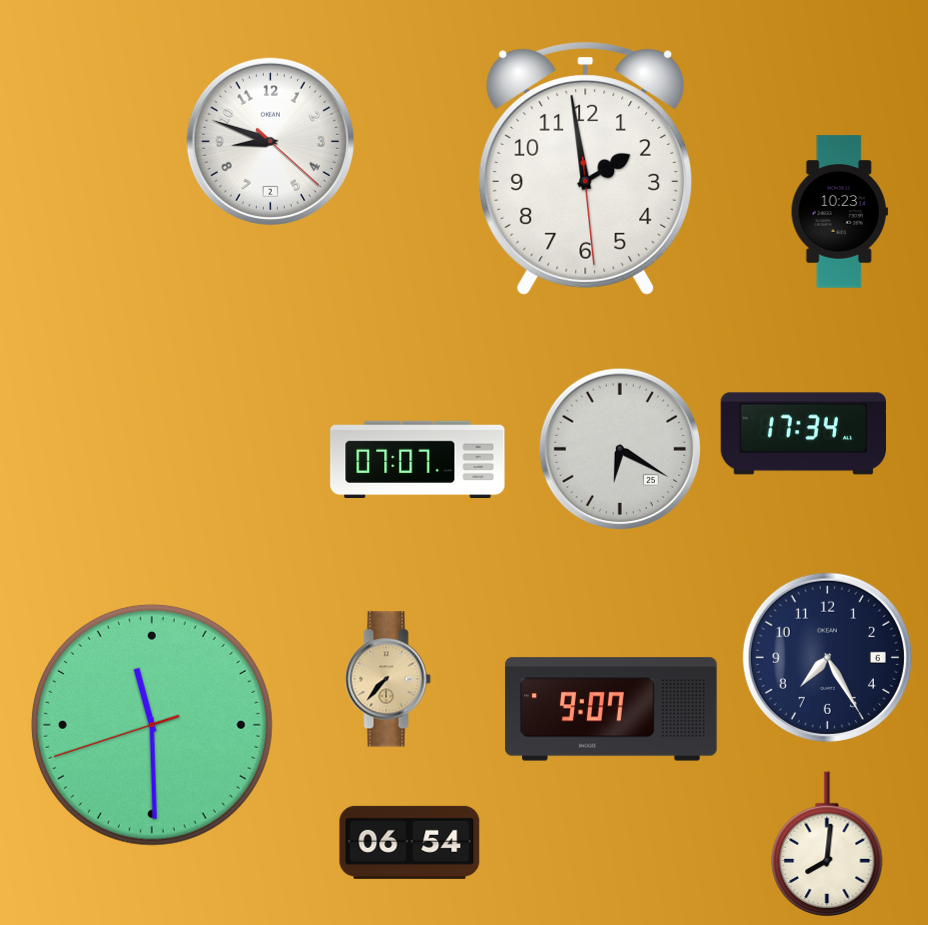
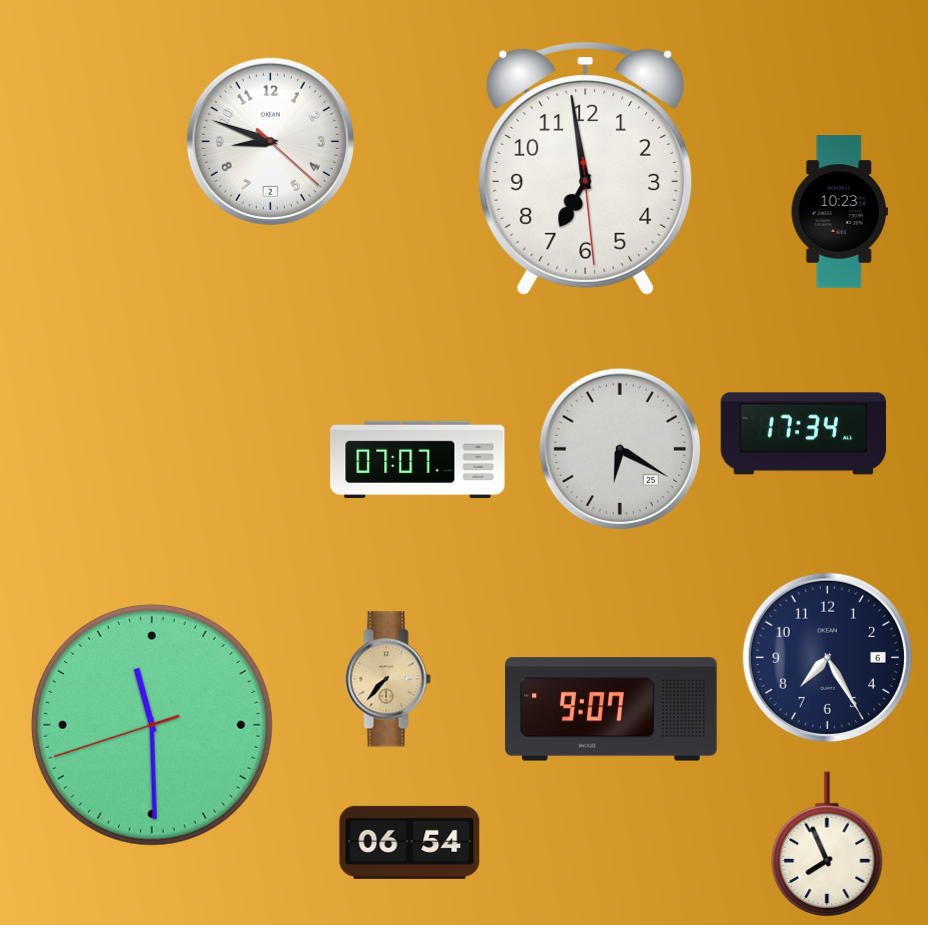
clock at (586, 168): 1:58 -> 6:58
clock at (827, 845): 8:01 -> 7:56
